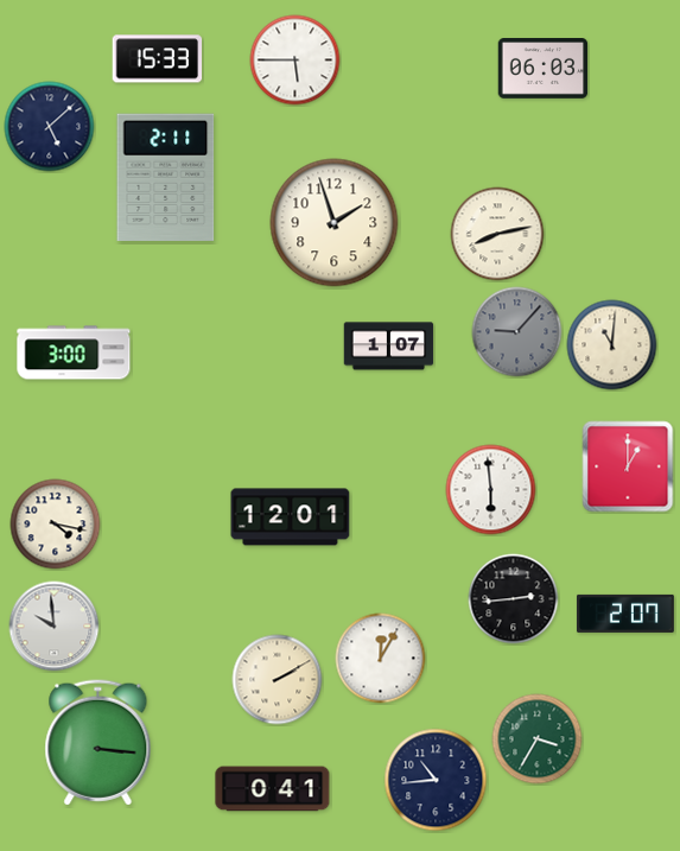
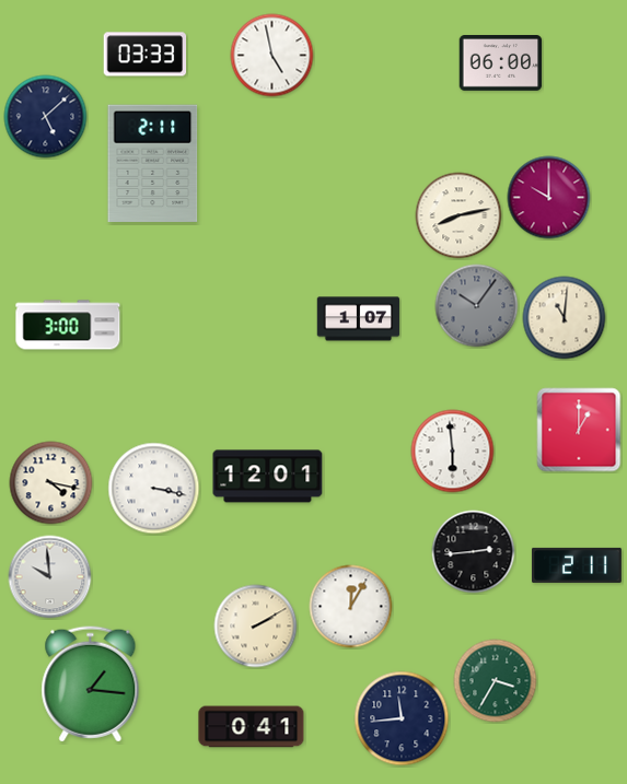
clock at (158, 59): 15:33 -> 03:33
clock at (295, 61): 5:45 -> 4:58
clock at (544, 69): 06:03 -> 06:00
clock at (549, 198): none -> 10:00
clock at (335, 223): 1:57 -> none
clock at (517, 332): 9:07 -> 10:06
clock at (154, 489): none -> 3:17
clock at (625, 614): 2:07 -> 2:11
clock at (98, 743): 3:16 -> 1:16
clock at (436, 780): 10:44 -> 11:44
